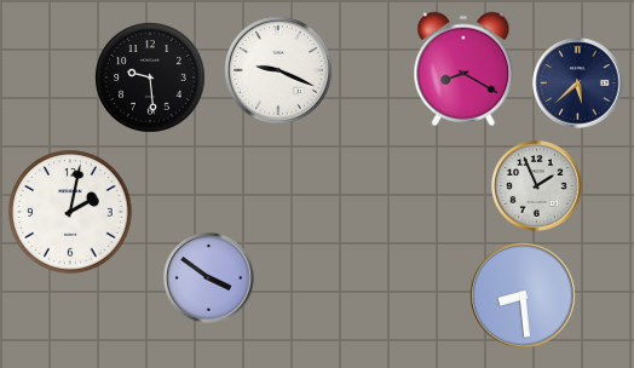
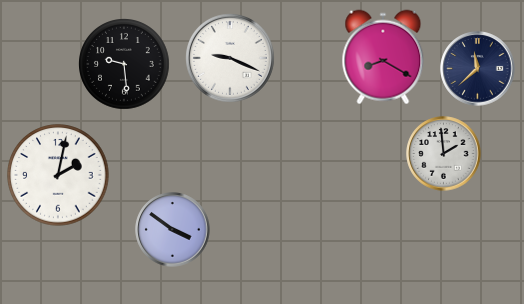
clock at (578, 84): 5:38 -> 11:38
clock at (537, 186): 1:56 -> 1:59
clock at (524, 297): 8:29 -> none
